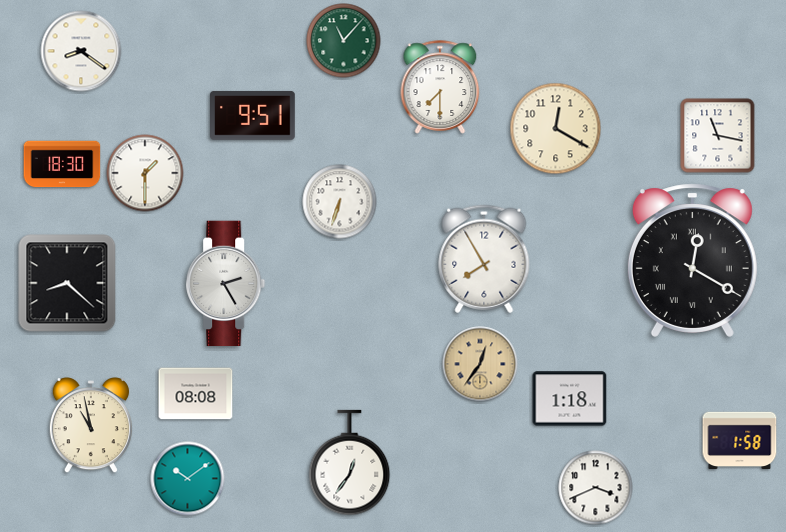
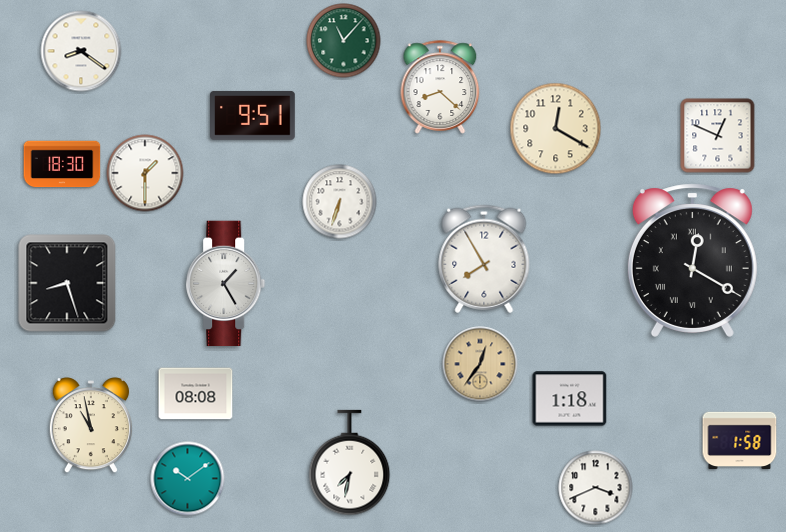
clock at (440, 87): 7:30 -> 8:22
clock at (718, 136): 11:17 -> 12:49
clock at (67, 283): 8:22 -> 8:27
clock at (226, 284): 2:25 -> 1:25
clock at (350, 463): 12:36 -> 7:32
